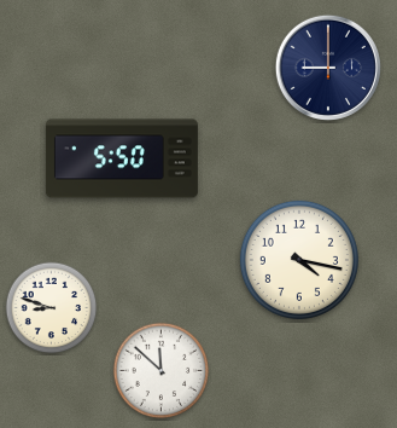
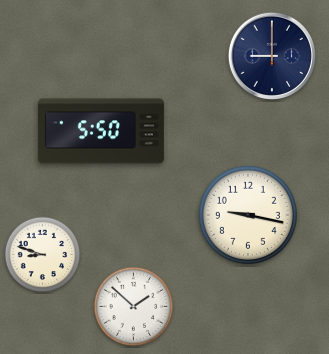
clock at (299, 260): 4:17 -> 9:17
clock at (162, 371): 11:52 -> 1:52
